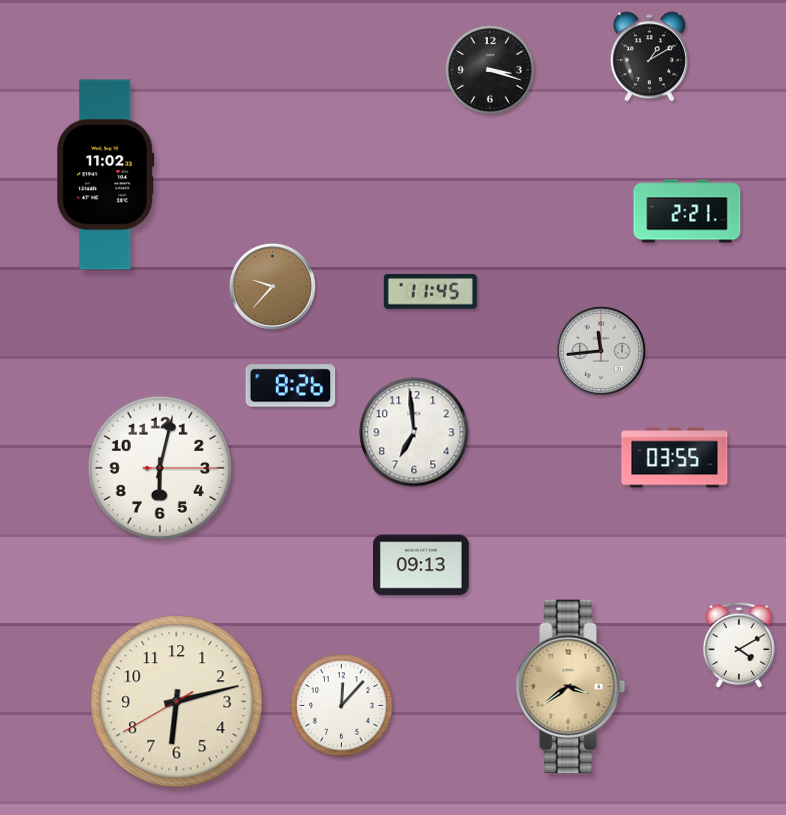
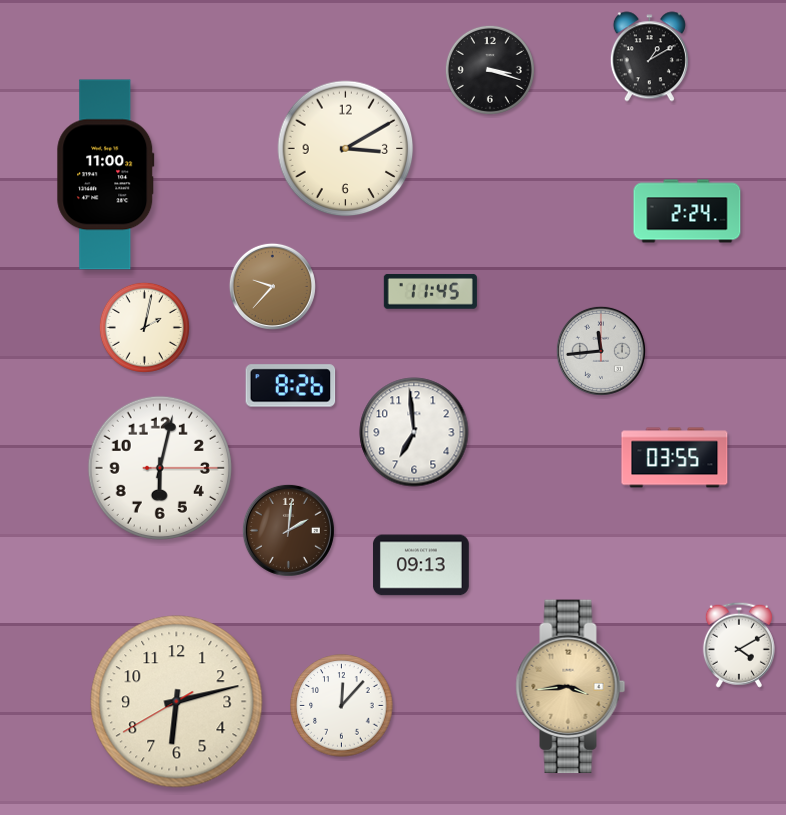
clock at (346, 149): none -> 3:10
clock at (106, 175): 11:02 -> 11:00
clock at (687, 211): 2:21 -> 2:24
clock at (144, 327): none -> 2:02
clock at (288, 530): none -> 2:01
clock at (571, 687): 3:39 -> 3:44
